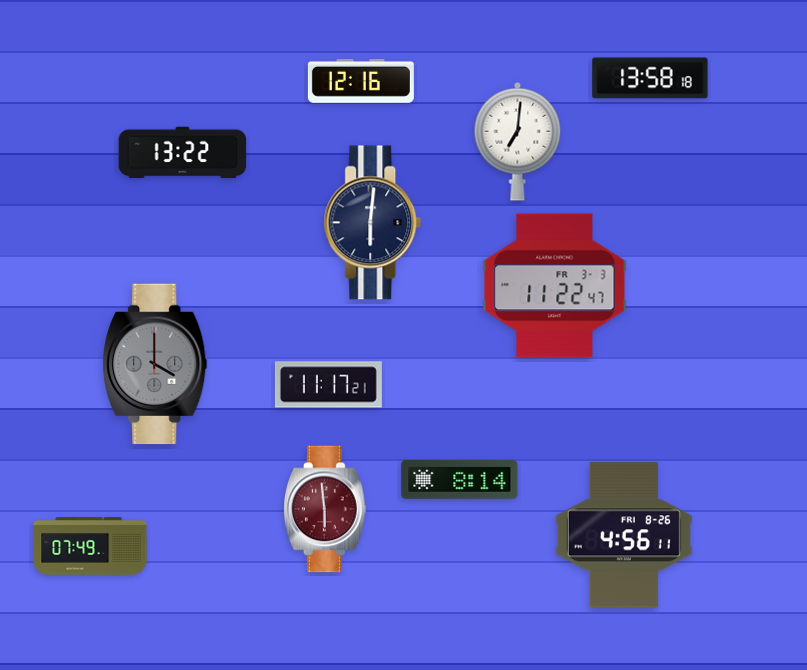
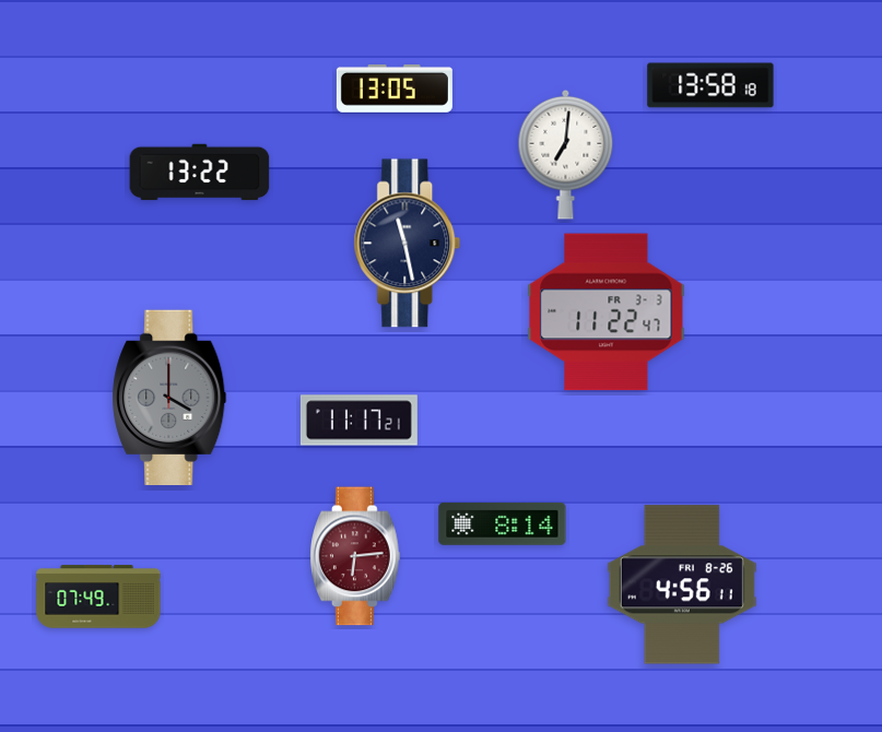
clock at (361, 82): 12:16 -> 13:05
clock at (183, 153) position: (183, 153) -> (200, 173)
clock at (373, 223): 6:01 -> 11:28
clock at (325, 509): 5:59 -> 6:14
